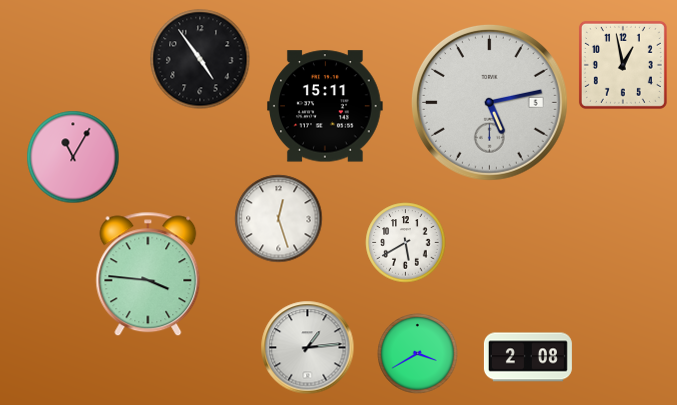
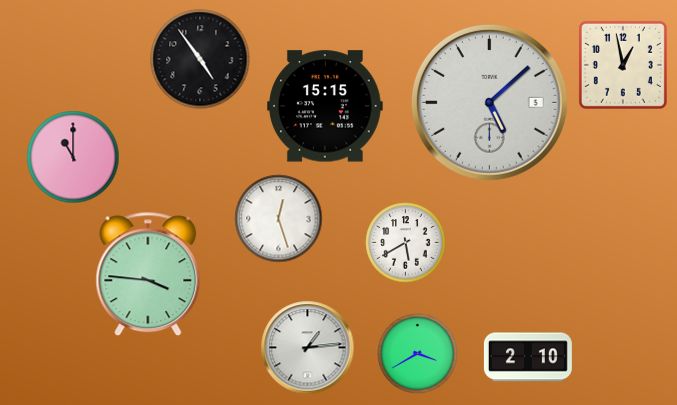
clock at (489, 102): 5:13 -> 5:08
clock at (326, 106): 15:11 -> 15:15
clock at (73, 157): 11:05 -> 11:00
clock at (528, 357): 2:08 -> 2:10
